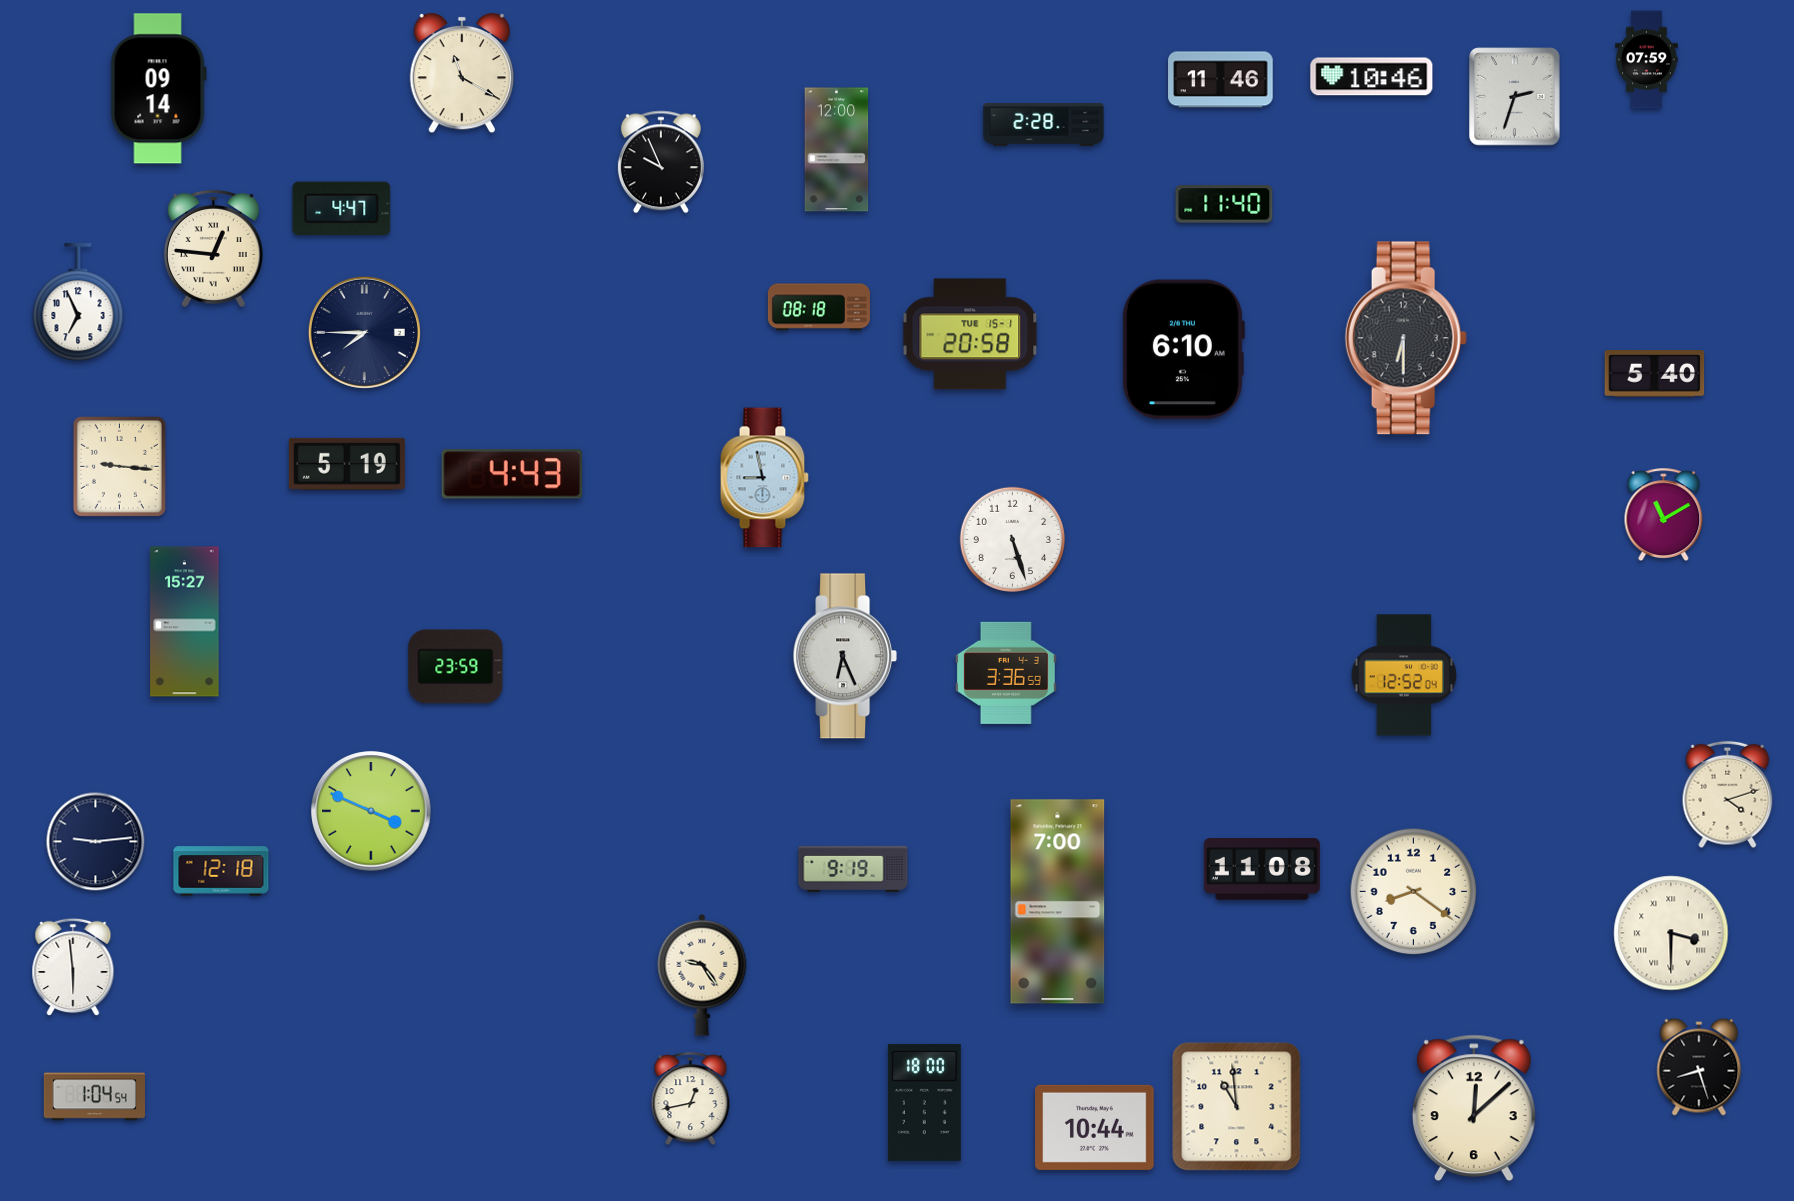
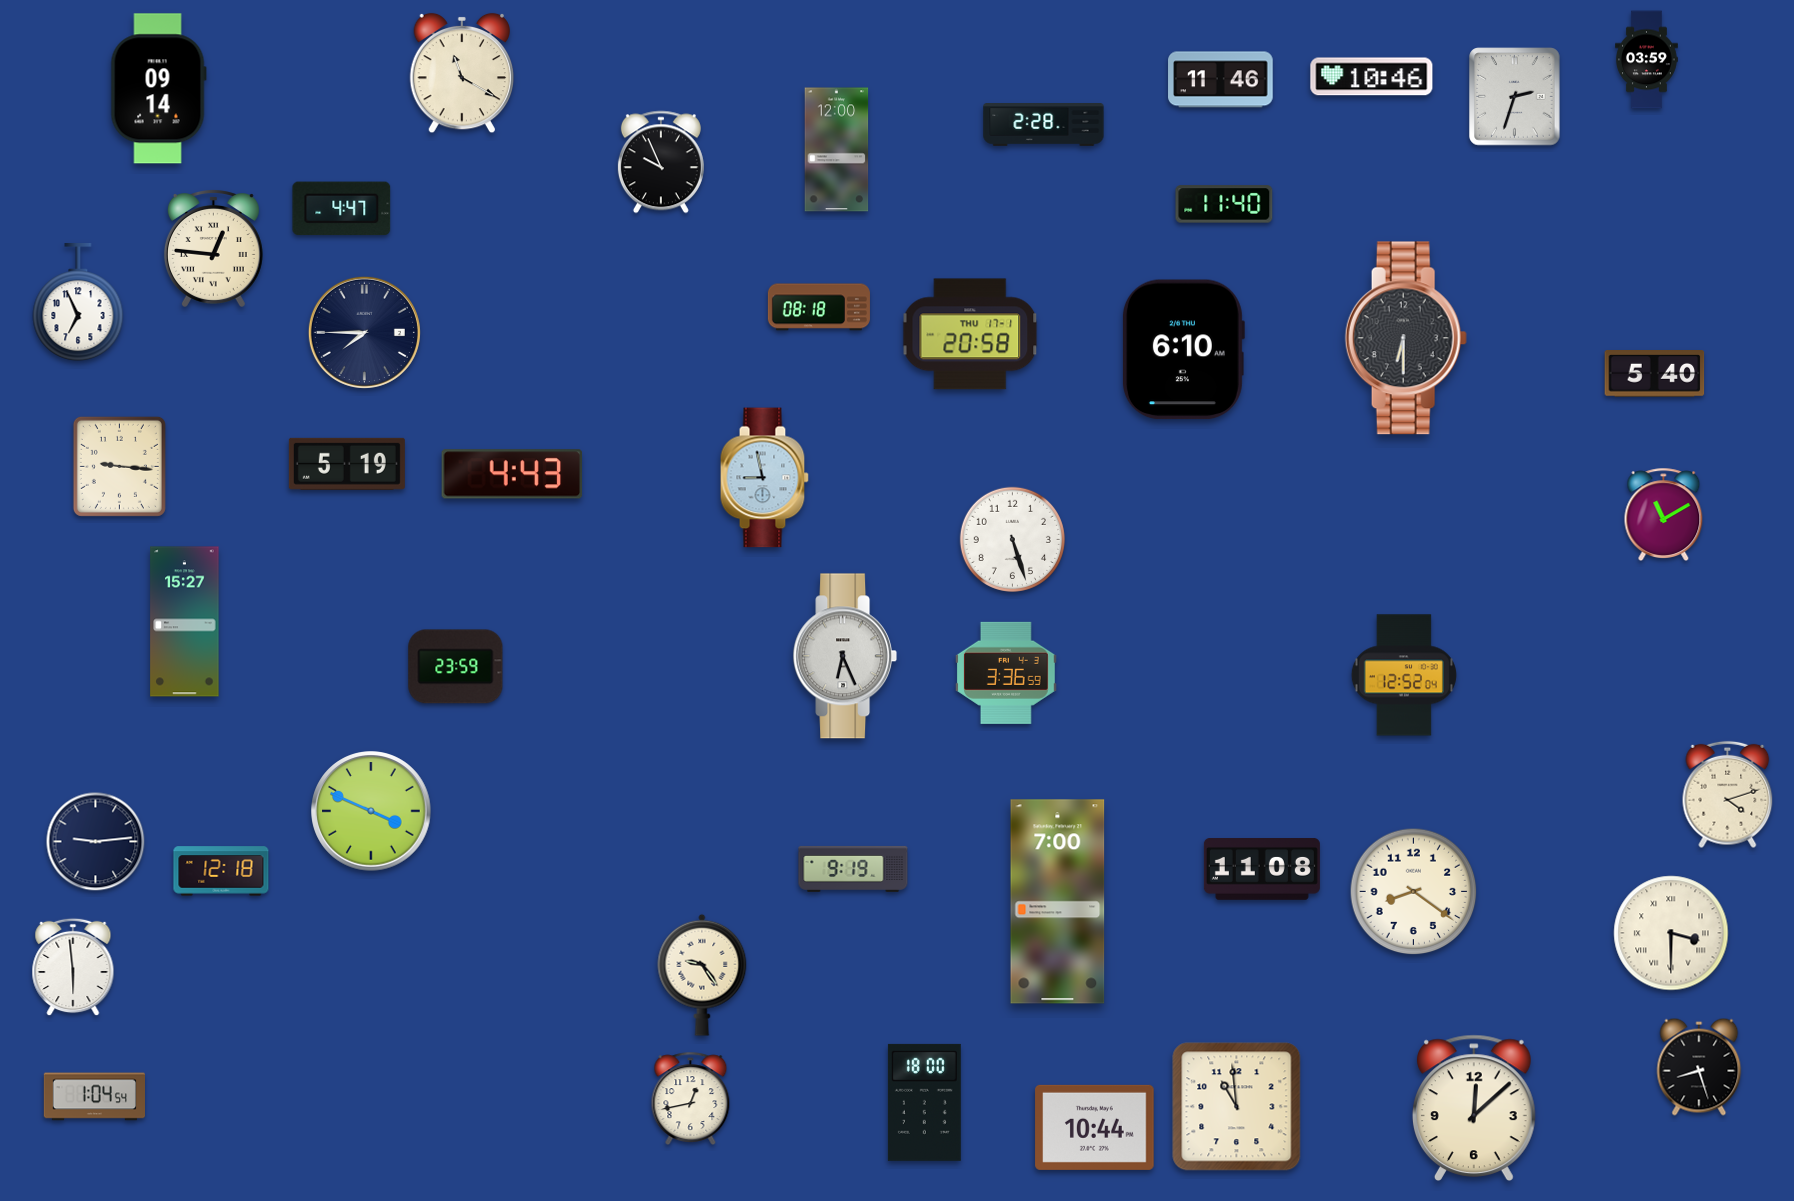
clock at (1647, 60): 07:59 -> 03:59
clock at (970, 334) date: TUE 15-1 -> THU 17-1
